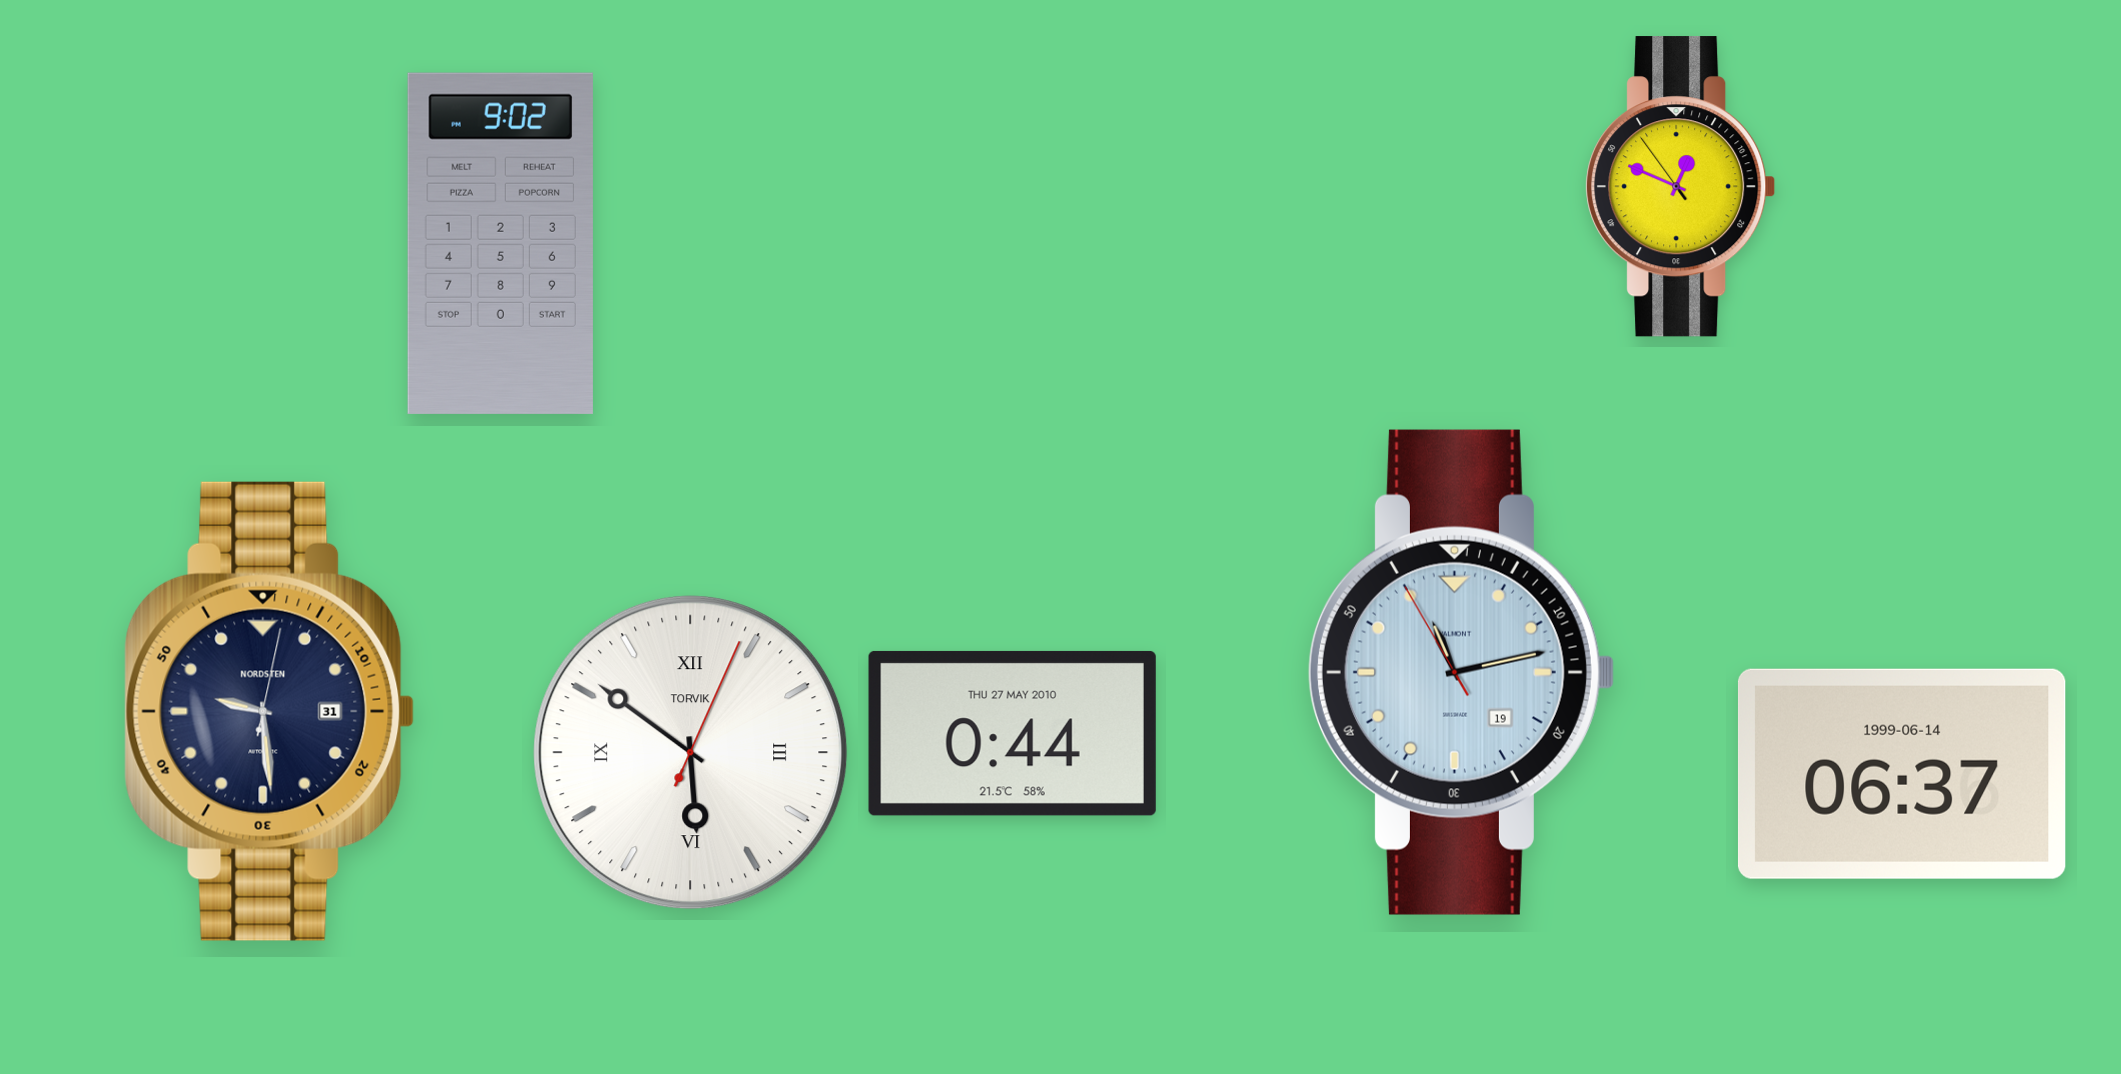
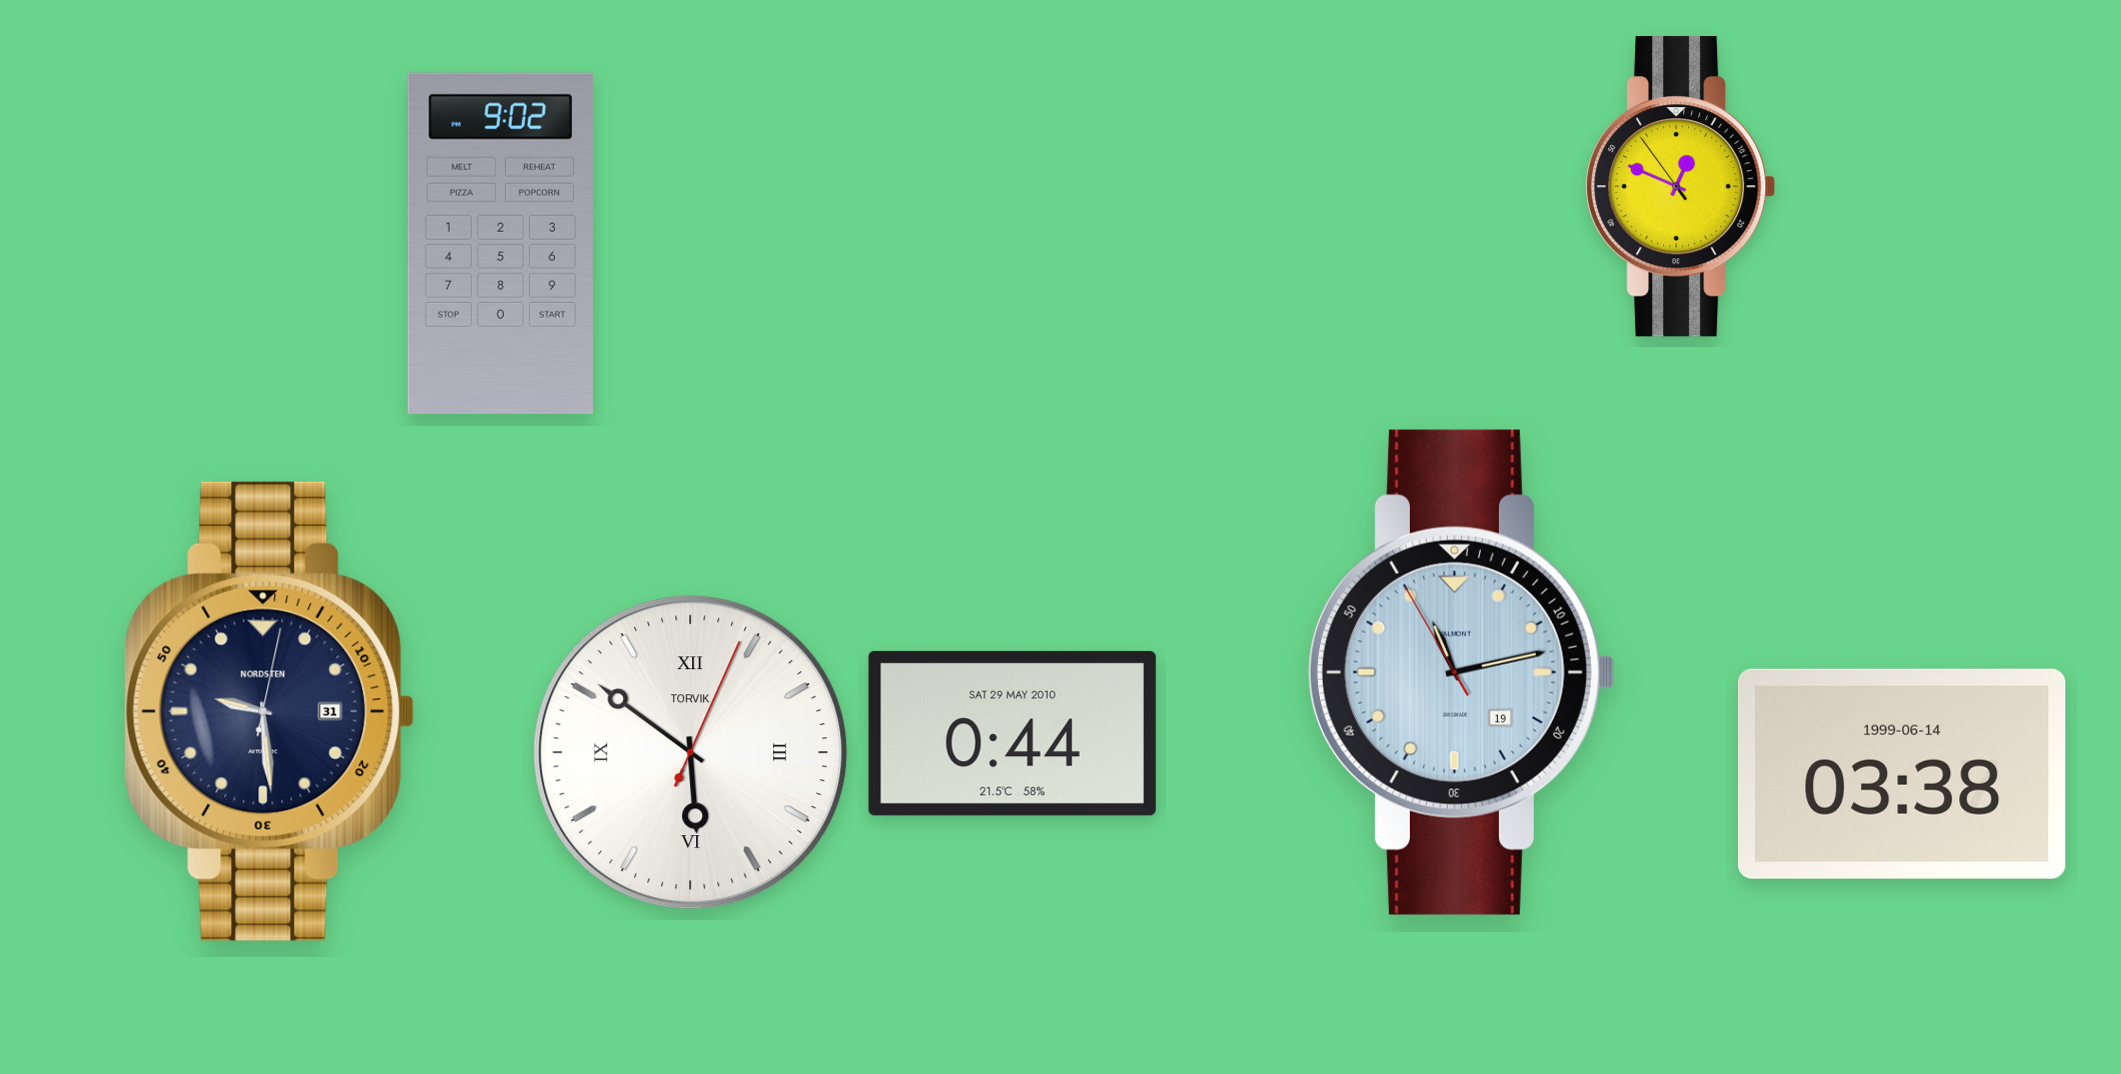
clock at (1012, 733) date: THU 27 MAY 2010 -> SAT 29 MAY 2010
clock at (1902, 774): 06:37 -> 03:38
